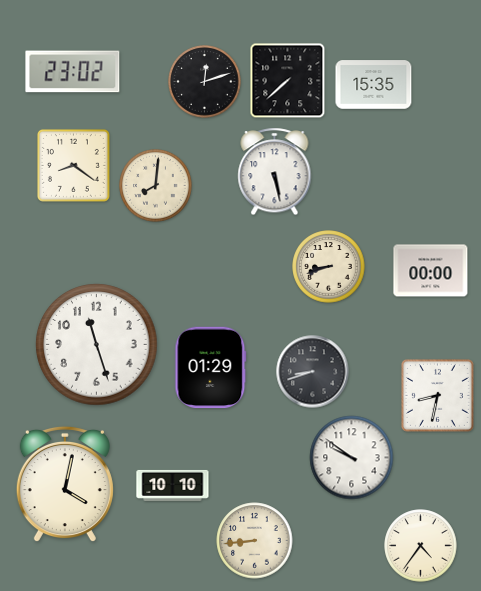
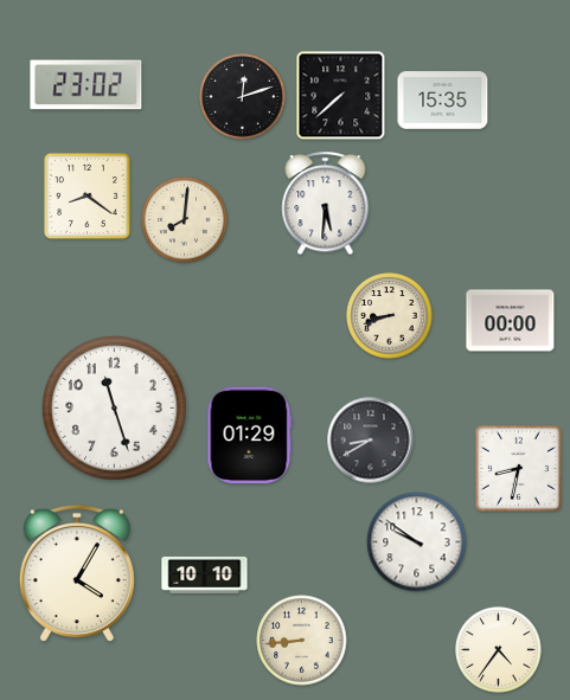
clock at (275, 172): 5:28 -> 5:31
clock at (313, 372): 8:42 -> 8:40
clock at (65, 484): 4:02 -> 4:05
clock at (421, 546) position: (421, 546) -> (499, 650)
